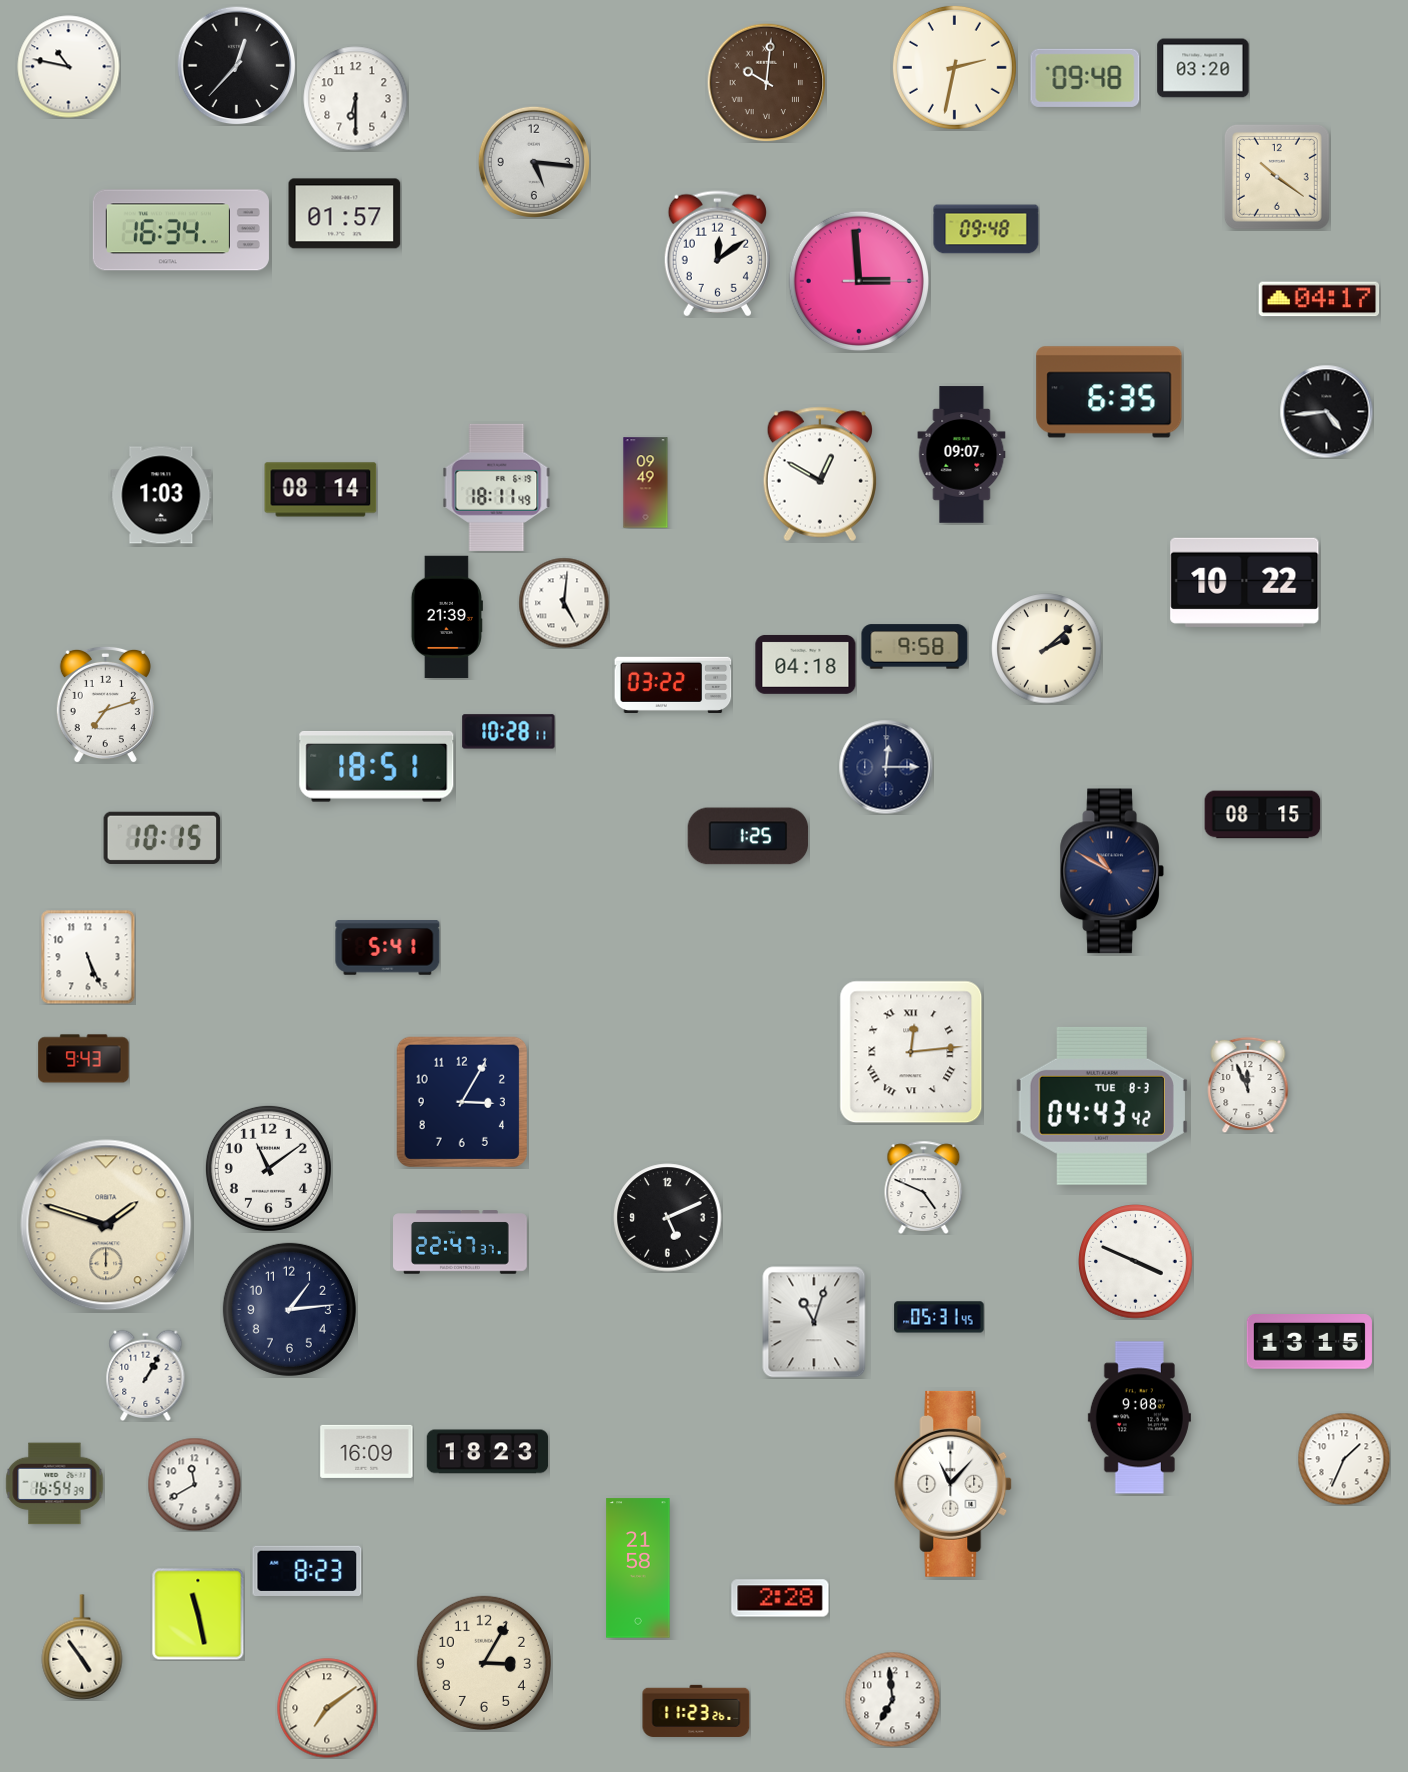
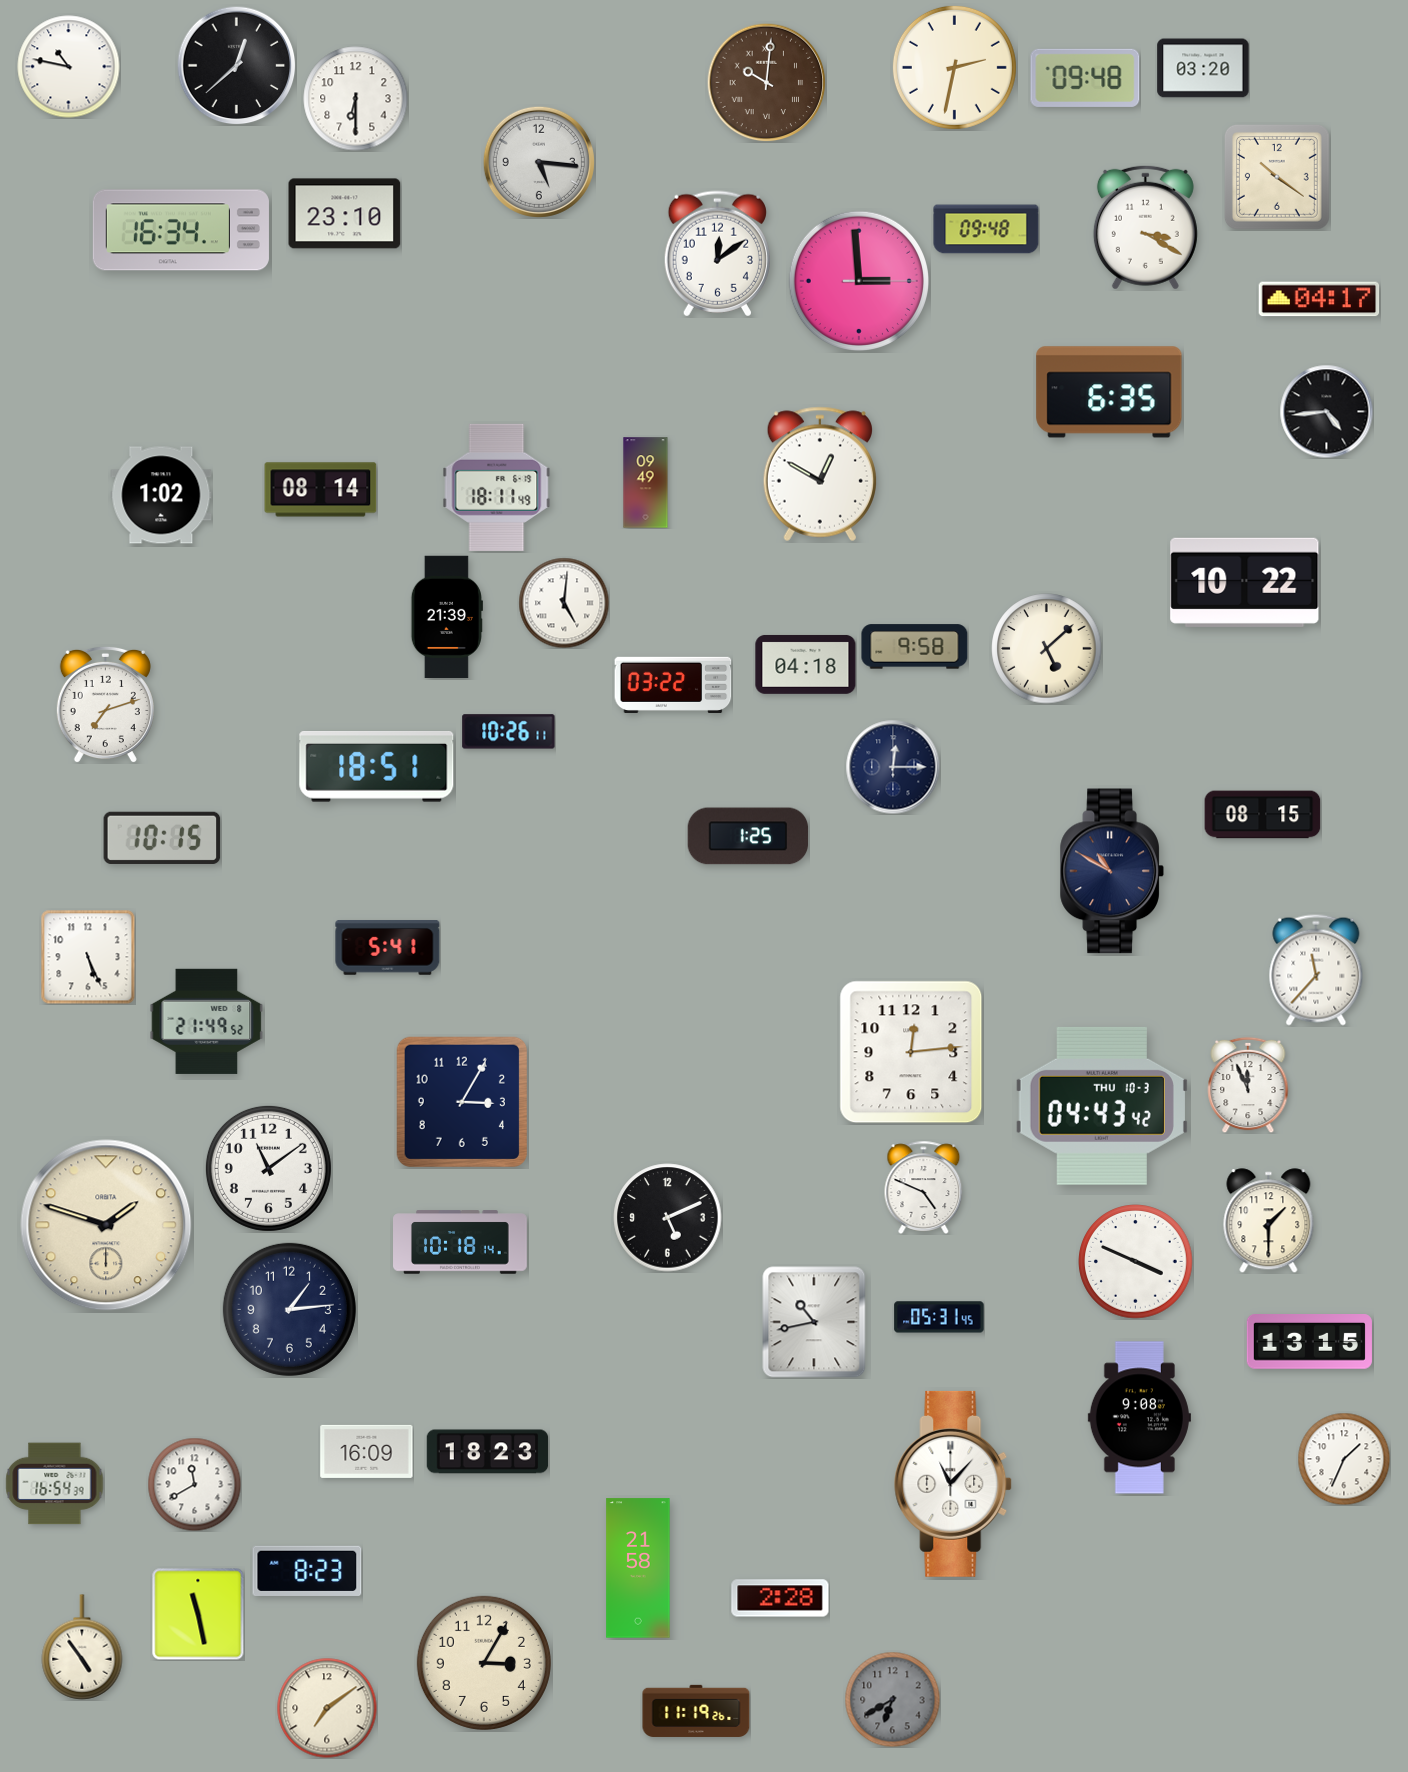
clock at (236, 65): 12:37 -> 12:38
clock at (534, 162) position: (534, 162) -> (539, 162)
clock at (345, 214): 01:57 -> 23:10
clock at (1145, 227): none -> 3:20
clock at (962, 455): 09:07 -> none
clock at (161, 495): 1:03 -> 1:02
clock at (1047, 649): 2:08 -> 5:08
clock at (509, 732): 10:28 -> 10:26
clock at (886, 767) position: (886, 767) -> (893, 767)
clock at (1316, 970): none -> 11:37
clock at (207, 1021): none -> 21:49
clock at (911, 1052) numerals: Roman -> Arabic
clock at (84, 1059): 9:43 -> none
clock at (1102, 1106) date: TUE 8-3 -> THU 10-3
clock at (1269, 1221): none -> 1:30
clock at (461, 1242): 22:47 -> 10:18
clock at (814, 1322): 11:03 -> 10:43
clock at (146, 1375): 1:05 -> none
clock at (892, 1699): 6:59 -> 6:40
clock at (892, 1699) dial: white -> grey
clock at (696, 1711): 11:23 -> 11:19
